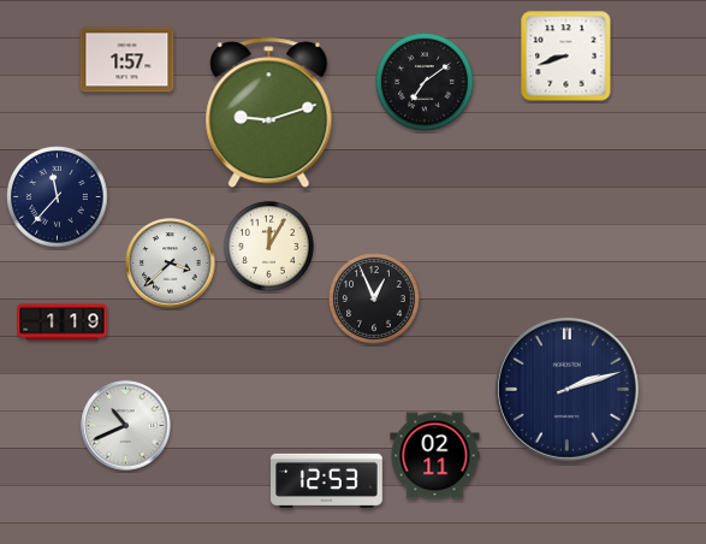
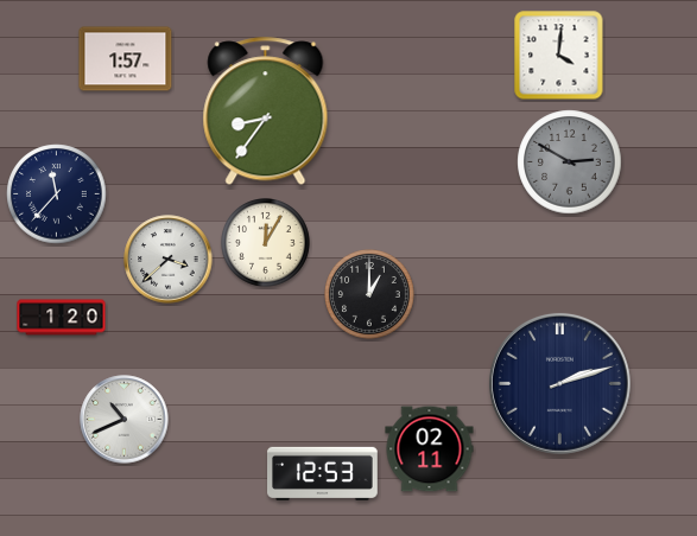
clock at (566, 57): 8:42 -> 4:01
clock at (425, 82): 7:09 -> none
clock at (269, 113): 9:12 -> 8:36
clock at (570, 162): none -> 2:50
clock at (375, 300): 12:56 -> 1:00
clock at (63, 323): 1:19 -> 1:20
